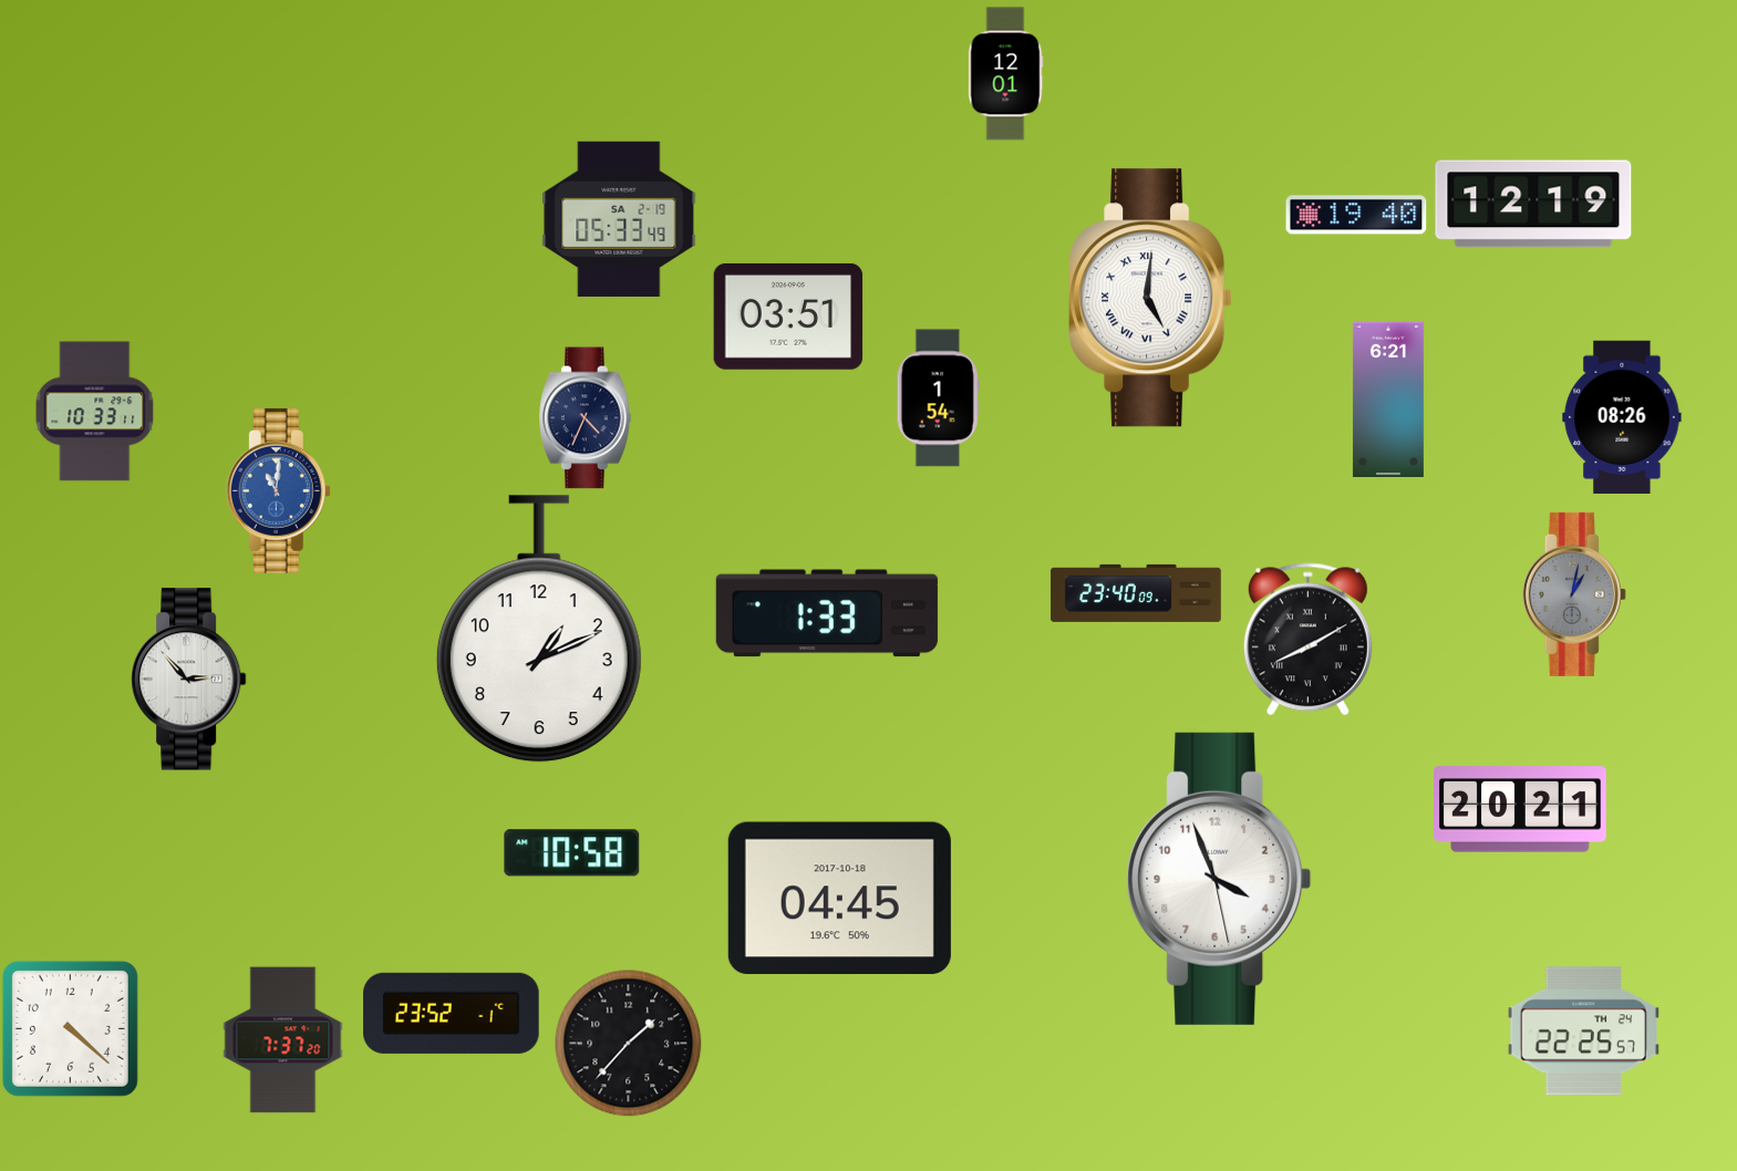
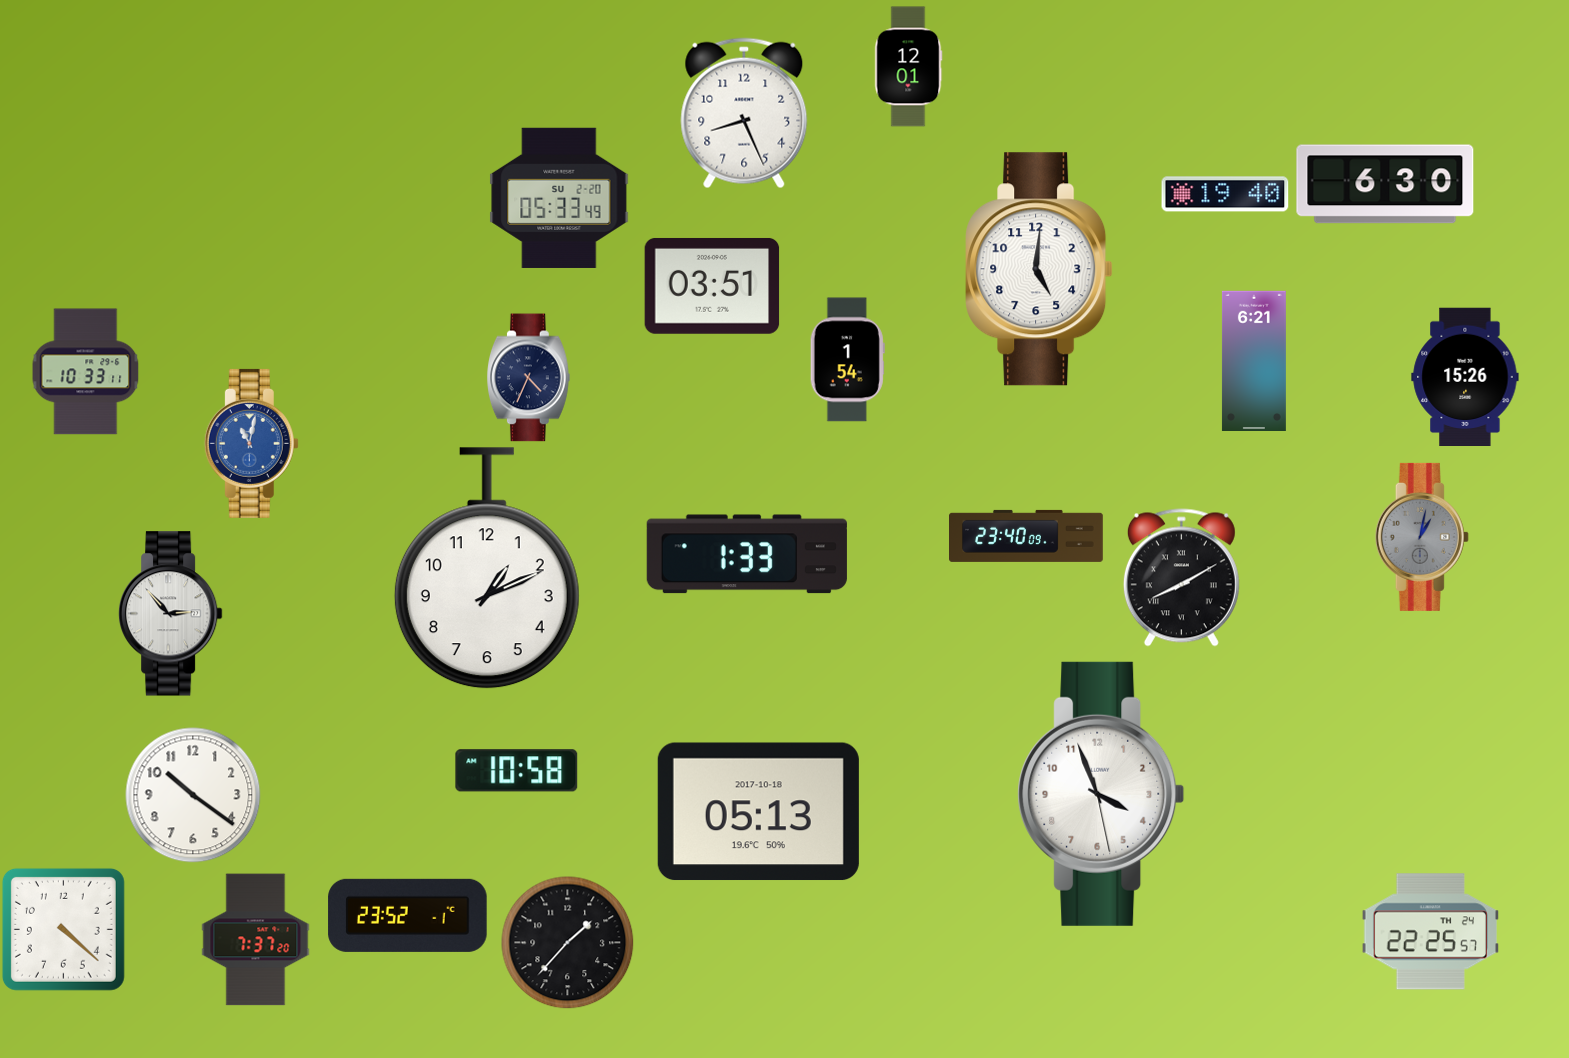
clock at (744, 113): none -> 8:26
clock at (1533, 204): 12:19 -> 6:30
clock at (619, 219) date: SA 2-19 -> SU 2-20
clock at (1150, 298) numerals: Roman -> Arabic
clock at (1622, 416): 08:26 -> 15:26
clock at (278, 490): 11:01 -> 11:02
clock at (1520, 809): 20:21 -> none
clock at (193, 795): none -> 10:21
clock at (839, 899): 04:45 -> 05:13
